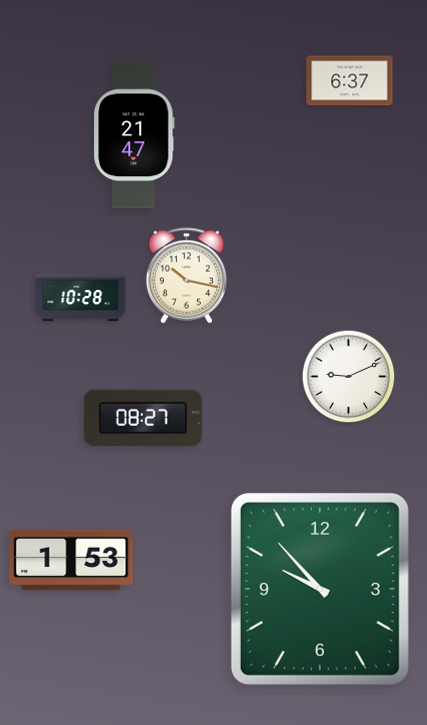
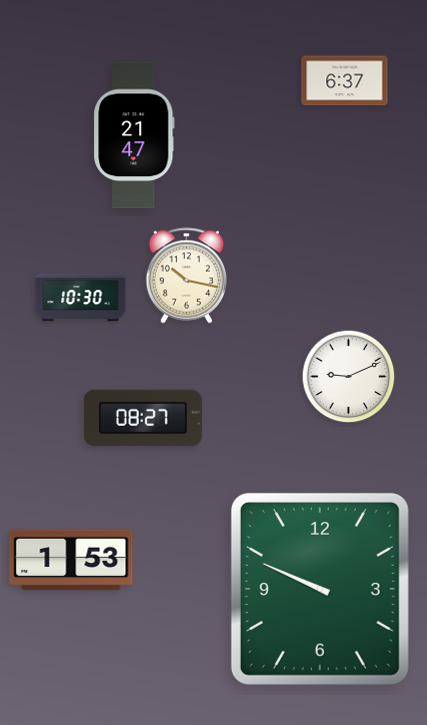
clock at (350, 81) position: (350, 81) -> (345, 81)
clock at (81, 298): 10:28 -> 10:30
clock at (320, 589): 9:53 -> 9:49
